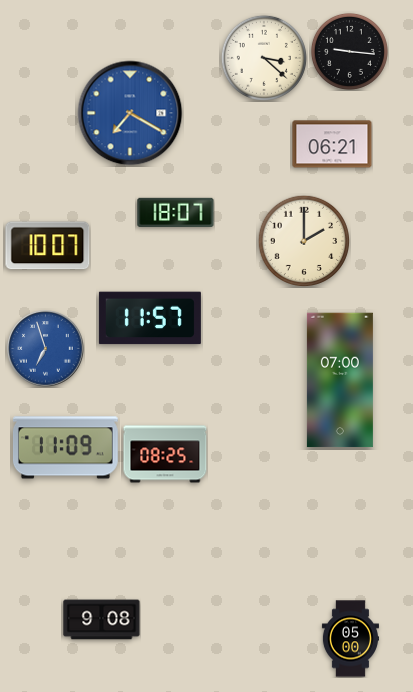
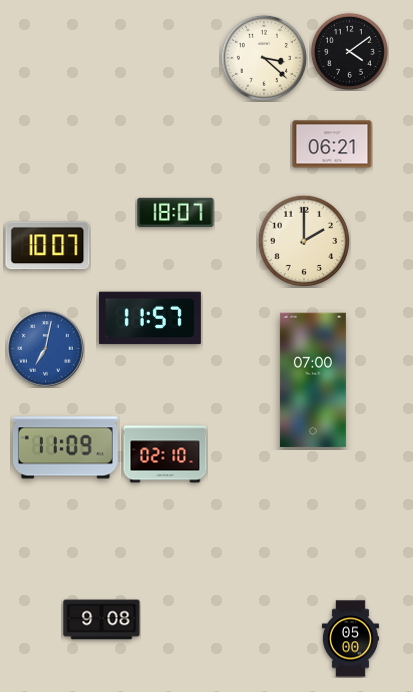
clock at (349, 51): 9:16 -> 4:09
clock at (130, 113): 7:20 -> none
clock at (46, 349): 6:57 -> 7:02
clock at (340, 380) position: (340, 380) -> (313, 380)
clock at (165, 454): 08:25 -> 02:10
